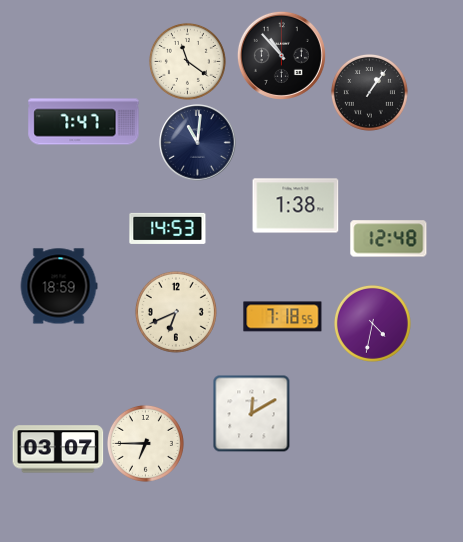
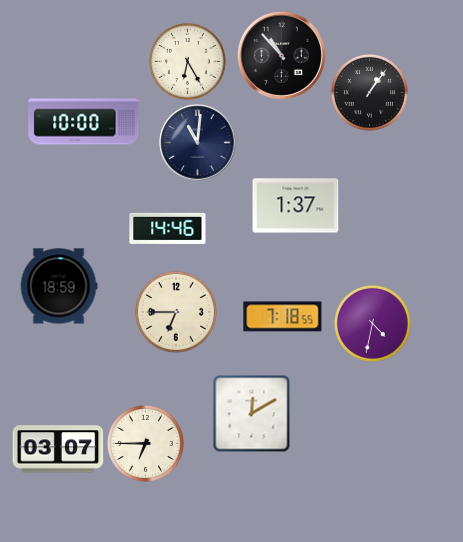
clock at (187, 61): 11:21 -> 6:25
clock at (84, 122): 7:47 -> 10:00
clock at (296, 206): 1:38 -> 1:37
clock at (168, 228): 14:53 -> 14:46
clock at (389, 239): 12:48 -> none
clock at (176, 312): 6:41 -> 6:45
